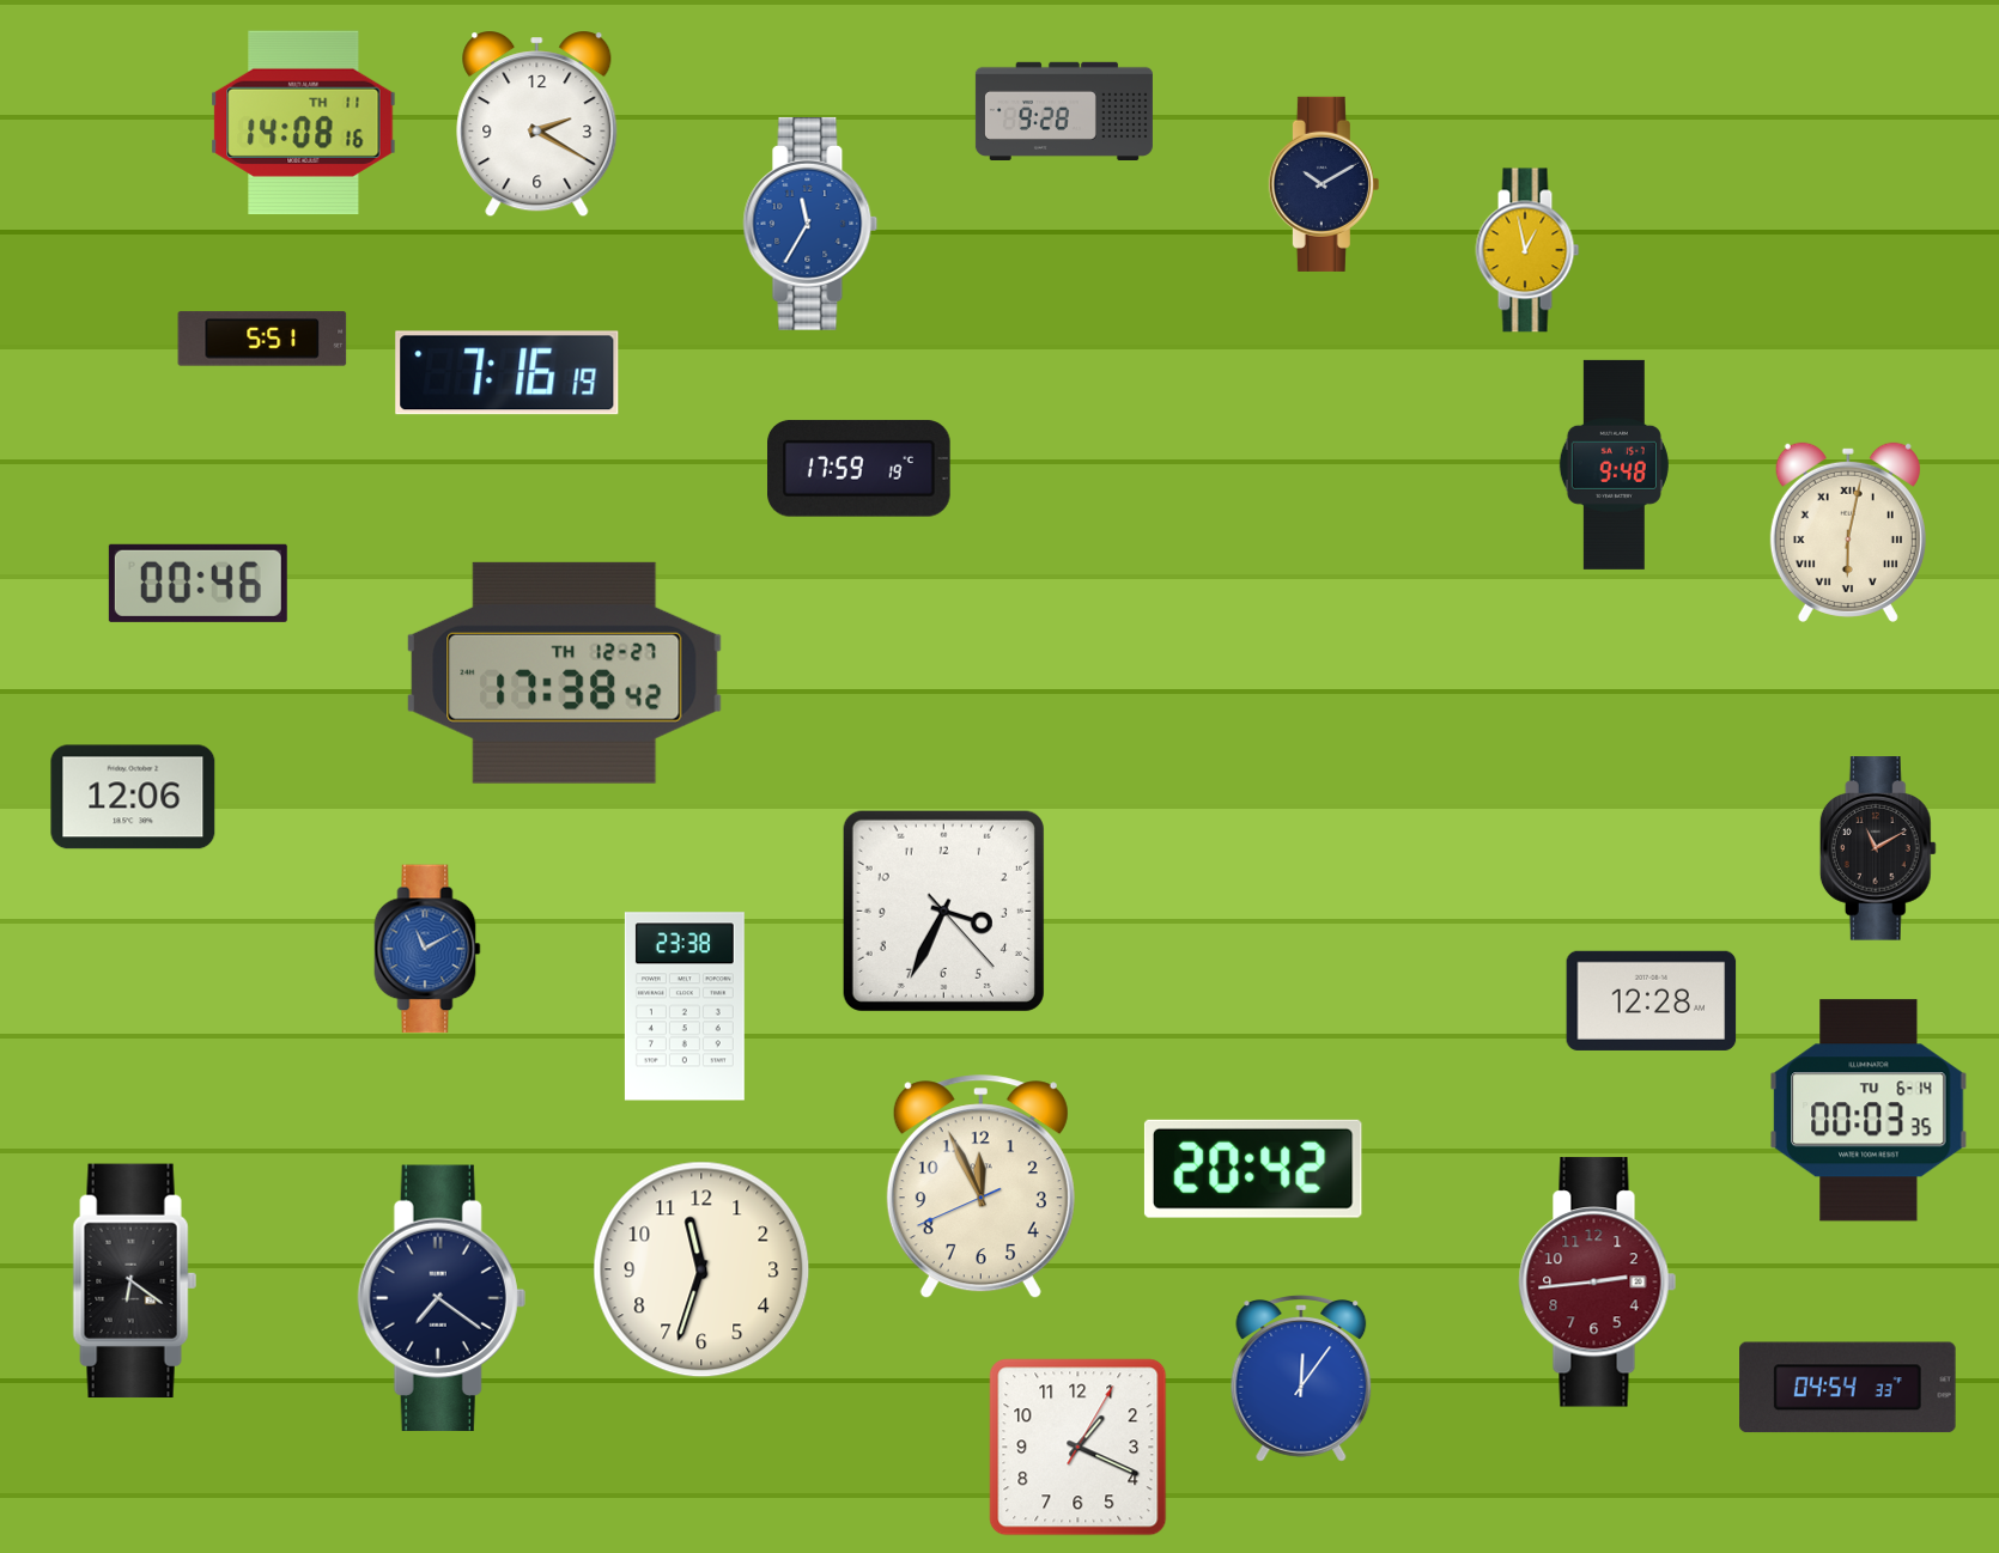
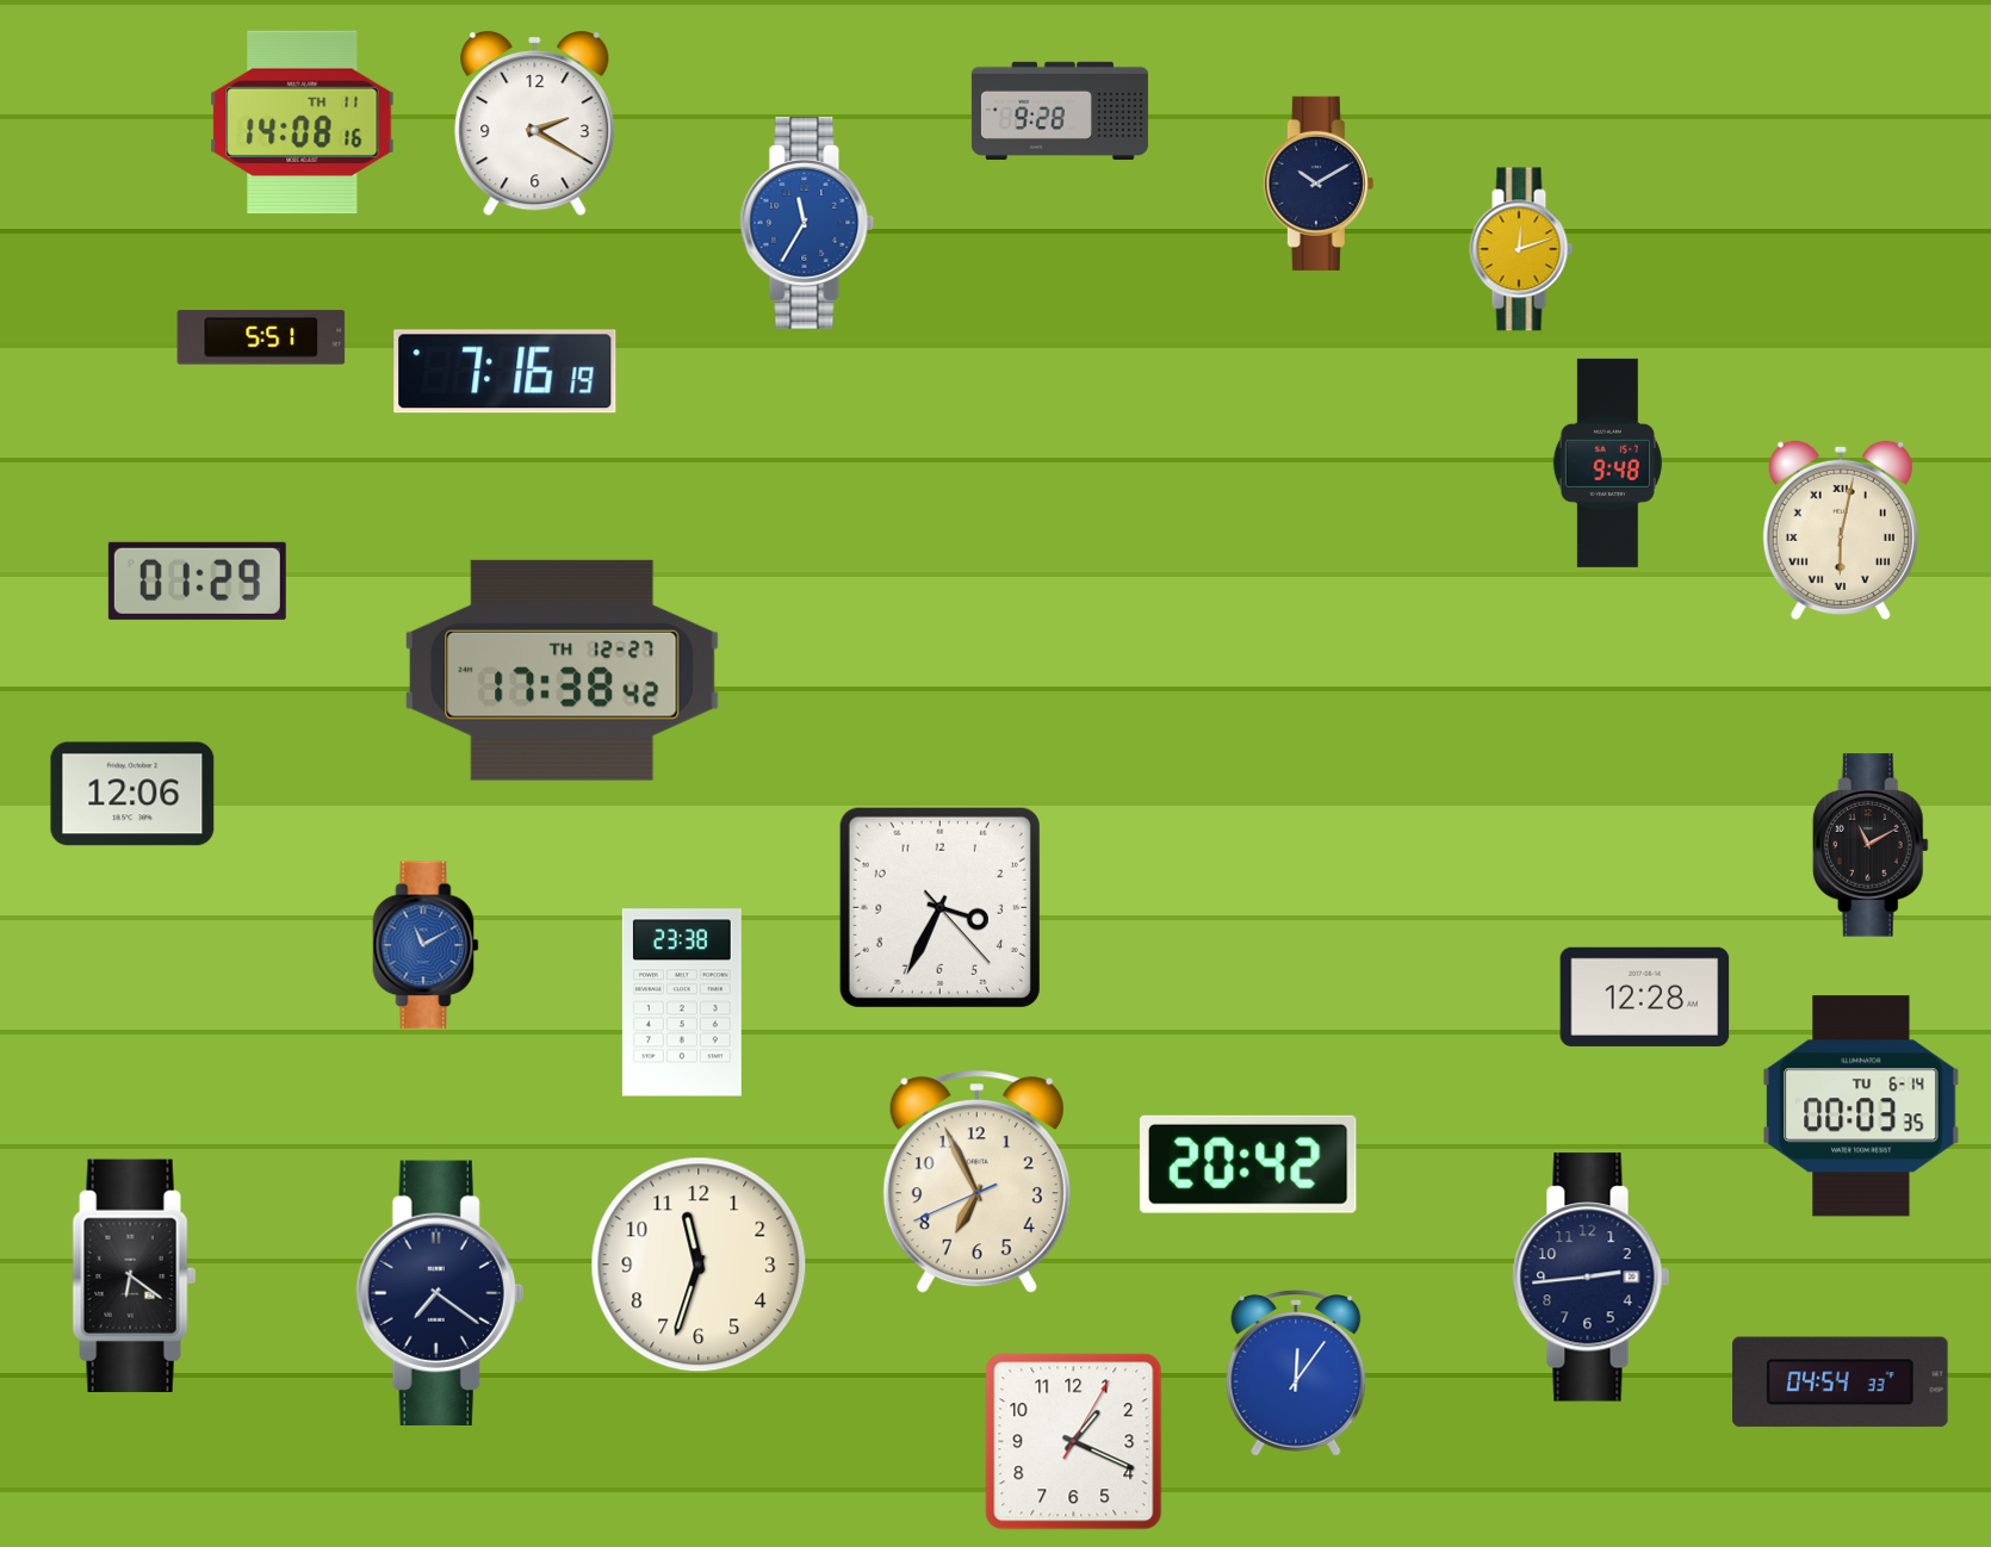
clock at (1527, 250): 12:58 -> 12:12
clock at (859, 469): 17:59 -> none
clock at (198, 583): 00:46 -> 01:29
clock at (980, 1187): 11:55 -> 6:55
clock at (1598, 1283) dial: burgundy -> navy
